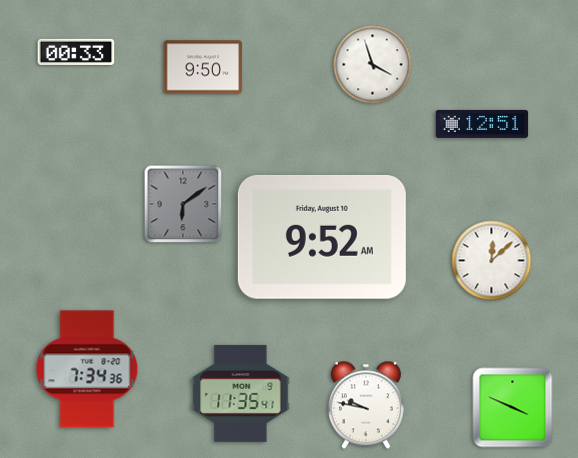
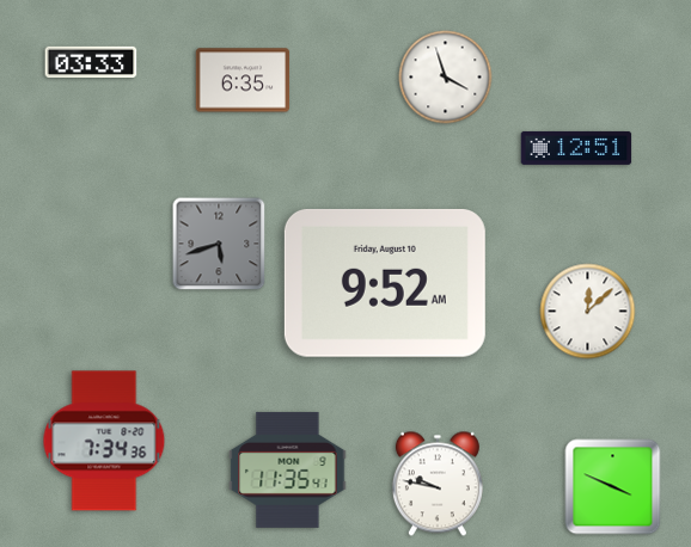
clock at (76, 52): 00:33 -> 03:33
clock at (203, 67): 9:50 -> 6:35
clock at (183, 204): 6:09 -> 5:42
